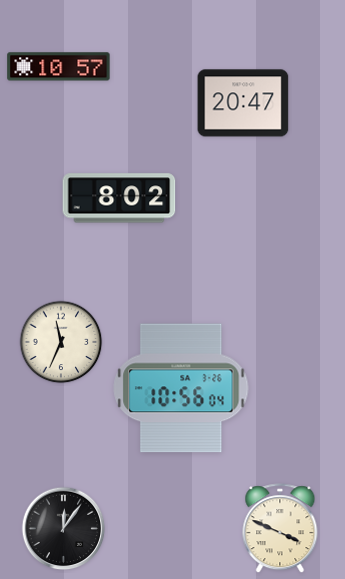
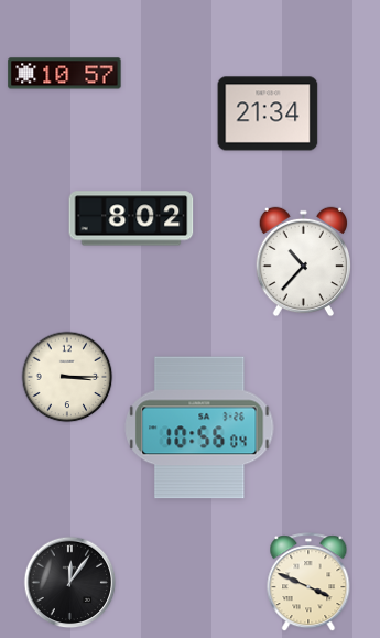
clock at (243, 103): 20:47 -> 21:34
clock at (303, 262): none -> 10:37
clock at (61, 342): 11:34 -> 3:15
